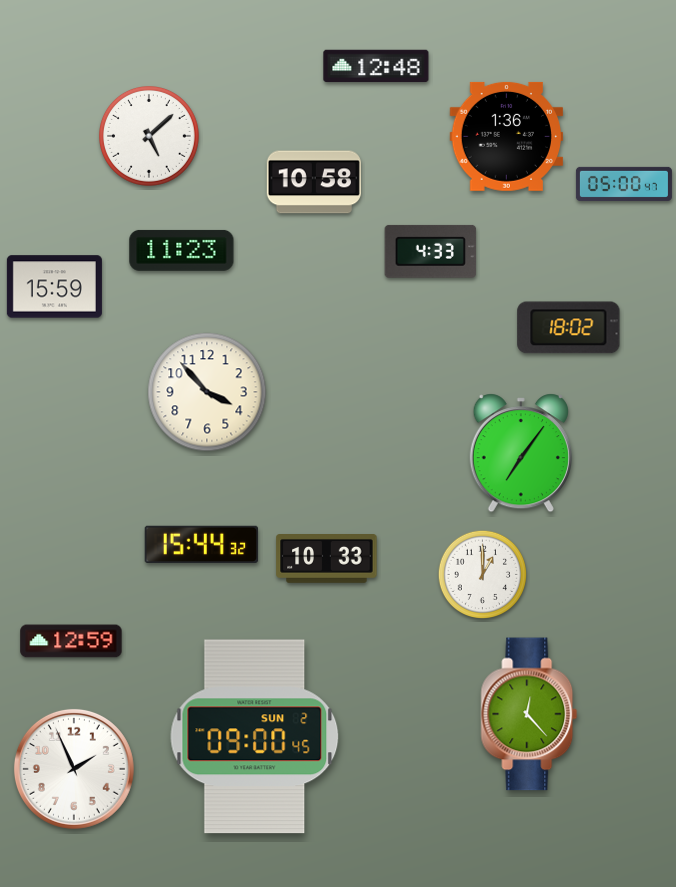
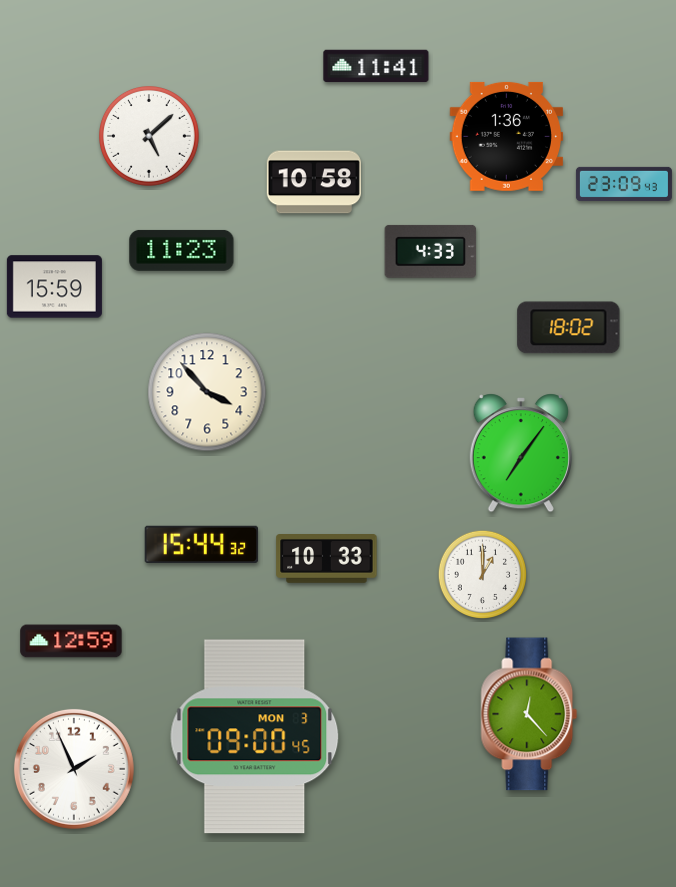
clock at (376, 66): 12:48 -> 11:41
clock at (624, 184): 05:00 -> 23:09
clock at (255, 737) date: SUN 2 -> MON 3
